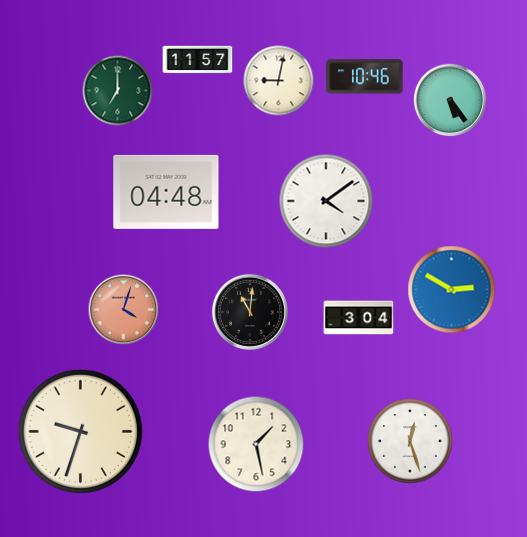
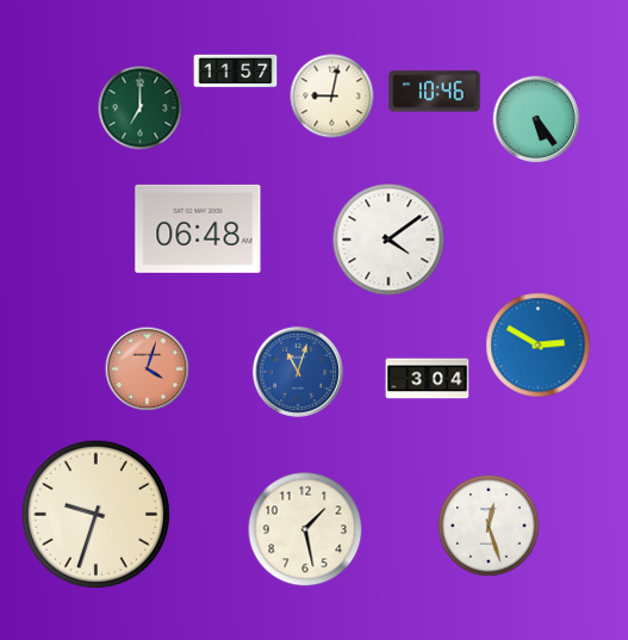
clock at (166, 192): 04:48 -> 06:48
clock at (250, 312): 11:01 -> 11:03
clock at (250, 312) dial: black -> blue
